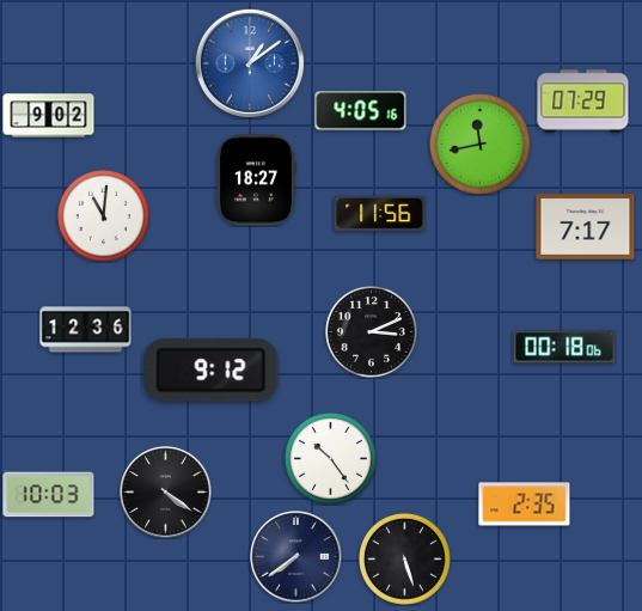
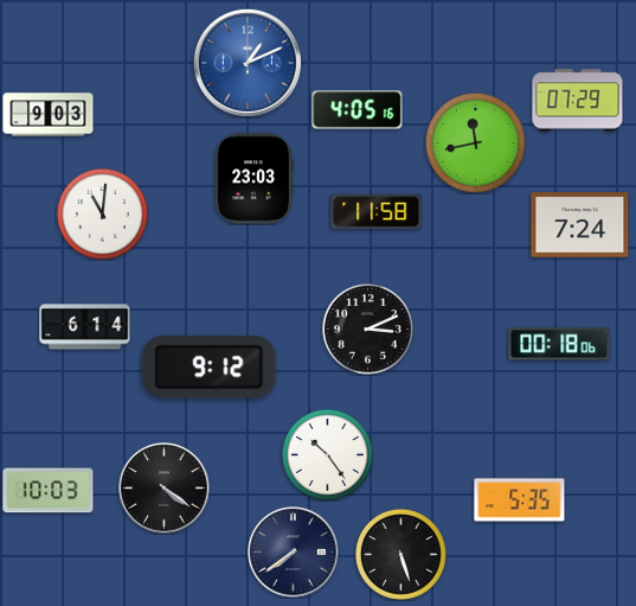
clock at (250, 63): 1:09 -> 1:11
clock at (49, 116): 9:02 -> 9:03
clock at (256, 181): 18:27 -> 23:03
clock at (380, 214): 11:56 -> 11:58
clock at (586, 227): 7:17 -> 7:24
clock at (86, 330): 12:36 -> 6:14
clock at (525, 505): 2:35 -> 5:35
